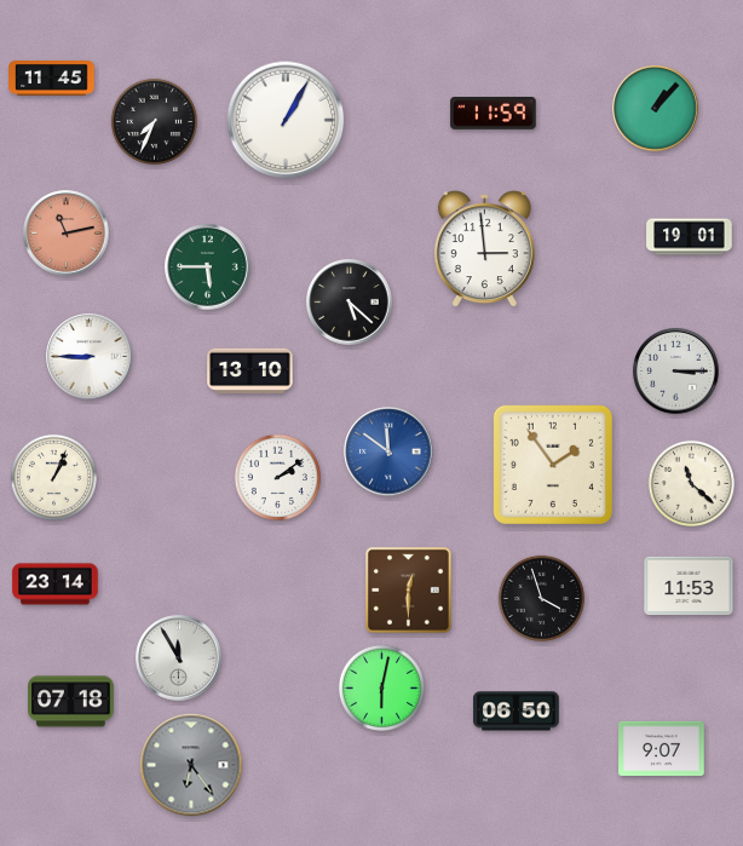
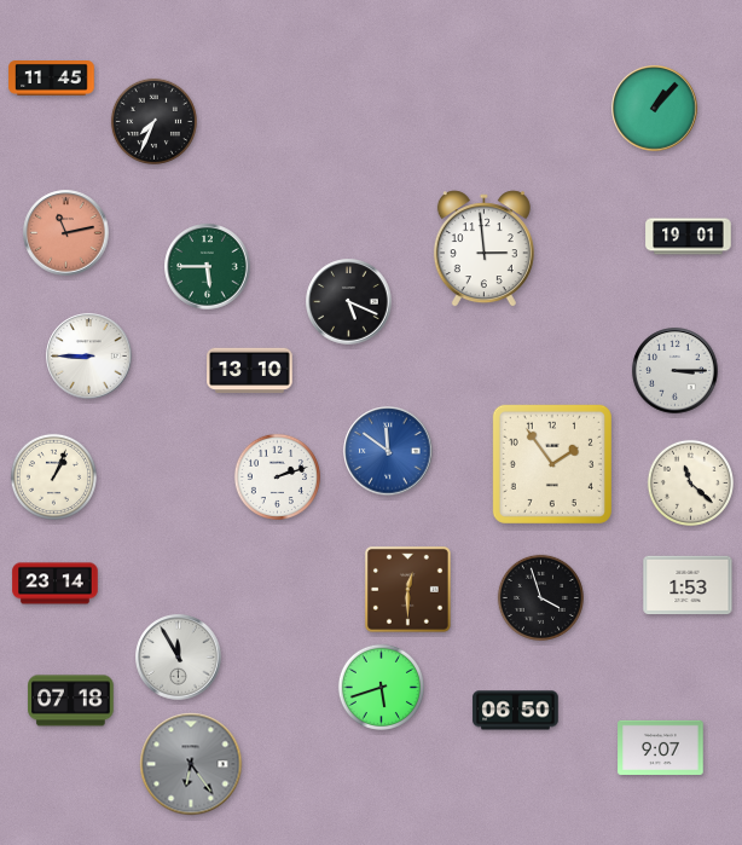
clock at (494, 114): 11:59 -> none
clock at (286, 120): 1:05 -> none
clock at (350, 303): 5:22 -> 5:19
clock at (277, 477): 2:09 -> 2:12
clock at (689, 586): 11:53 -> 1:53
clock at (381, 687): 6:02 -> 5:42
